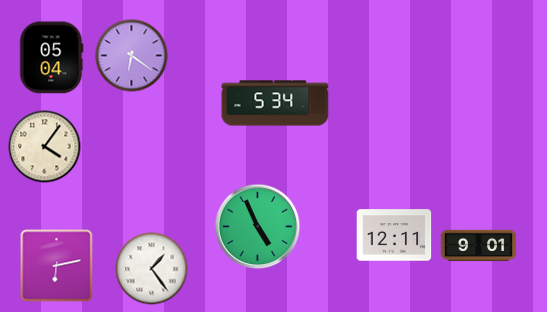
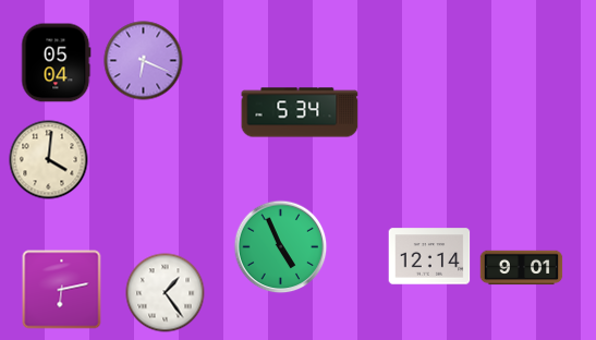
clock at (132, 56): 6:21 -> 6:19
clock at (45, 147): 4:06 -> 4:01
clock at (394, 235): 12:11 -> 12:14
